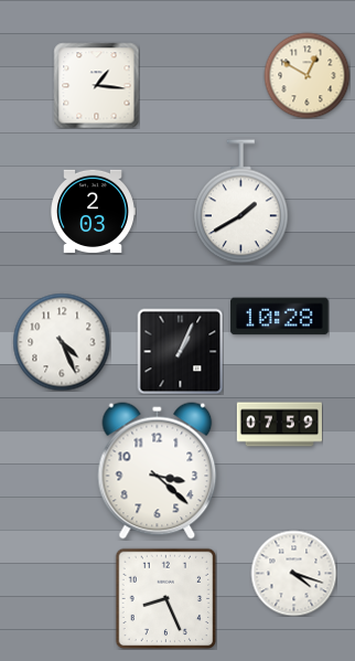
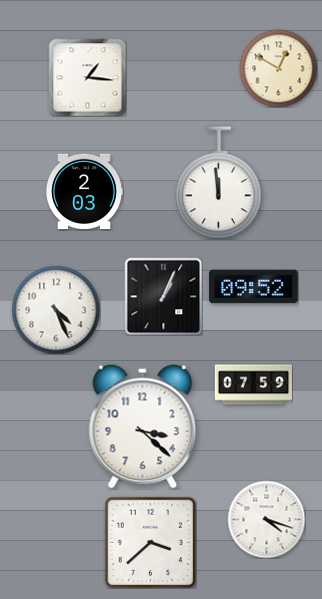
clock at (240, 202): 1:40 -> 11:59
clock at (280, 317): 10:28 -> 09:52
clock at (180, 351) position: (180, 351) -> (163, 296)
clock at (165, 598): 8:26 -> 3:38
